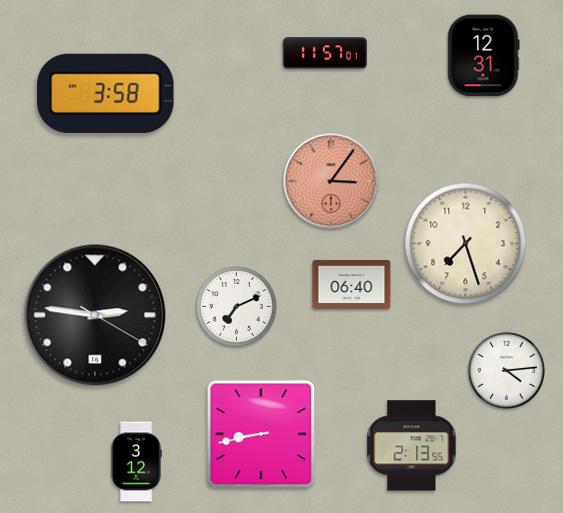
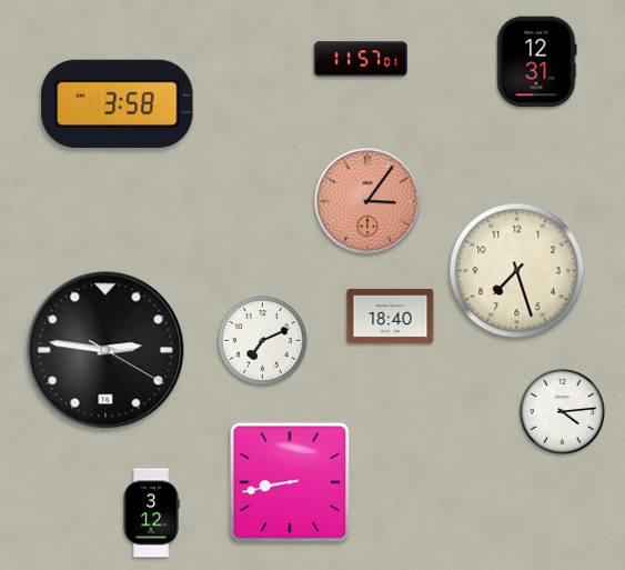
clock at (352, 284): 06:40 -> 18:40
clock at (412, 446): 2:13 -> none
